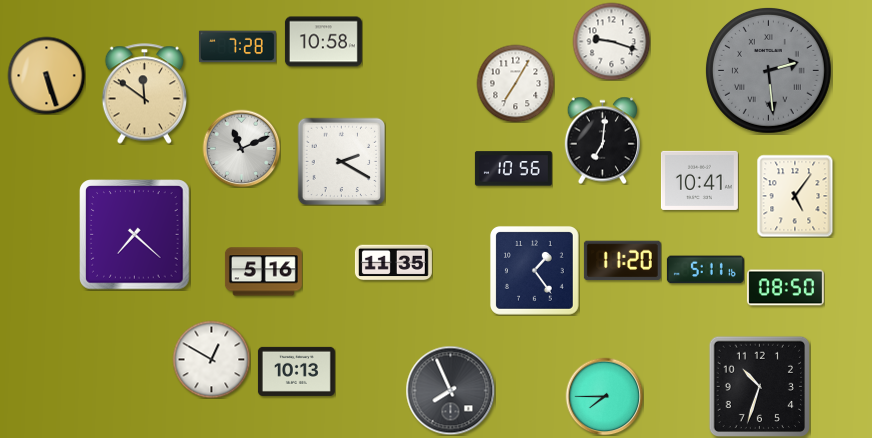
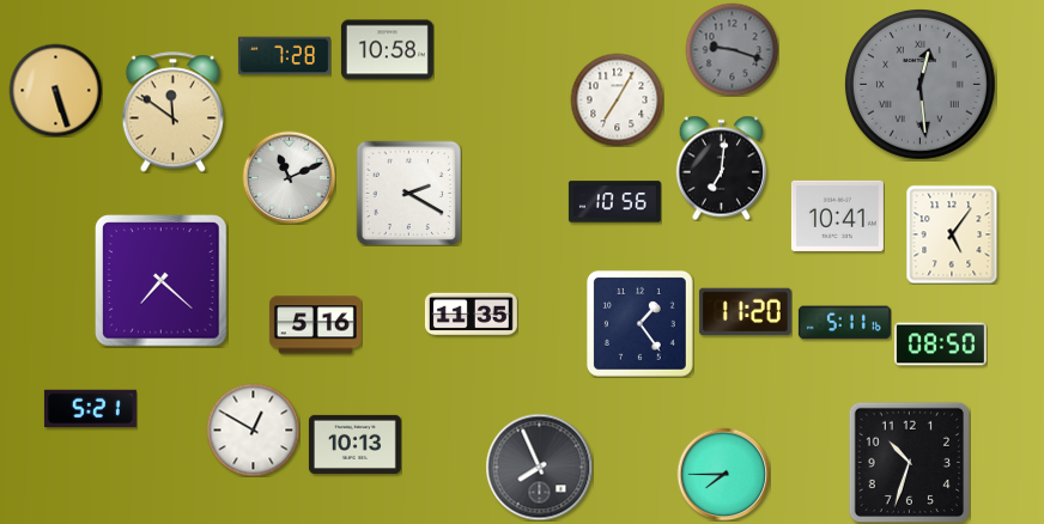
clock at (611, 41) dial: white -> grey
clock at (768, 70): 2:29 -> 12:29
clock at (90, 409): none -> 5:21
